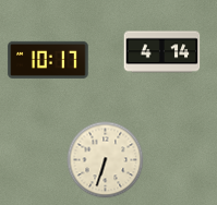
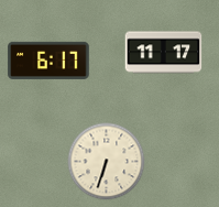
clock at (162, 52): 4:14 -> 11:17
clock at (48, 60): 10:17 -> 6:17
